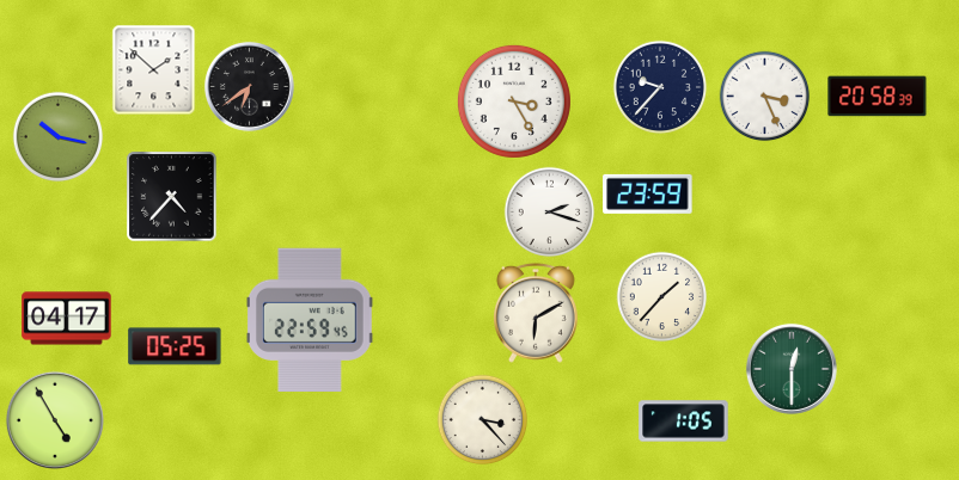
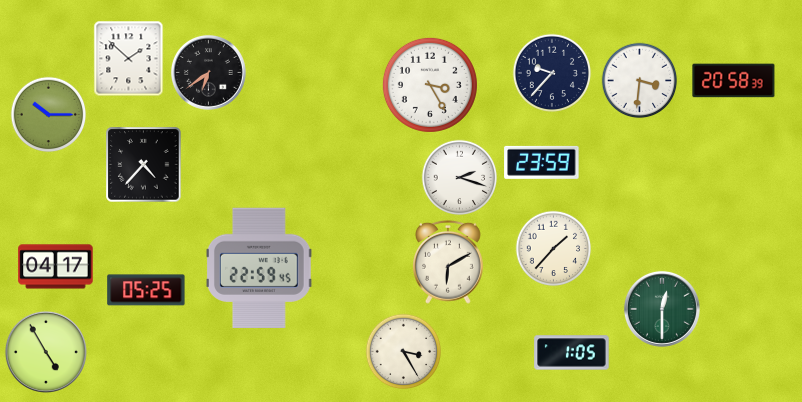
clock at (765, 97): 3:26 -> 3:31
clock at (59, 137): 10:17 -> 10:15
clock at (483, 420): 3:23 -> 3:25
